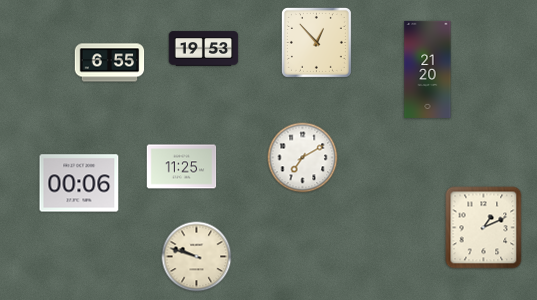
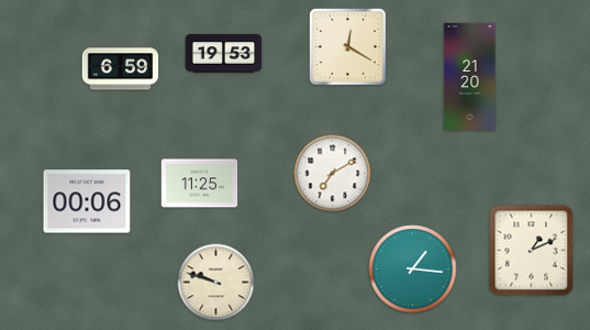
clock at (316, 42): 12:53 -> 12:20
clock at (110, 63): 6:55 -> 6:59
clock at (413, 269): none -> 1:16
